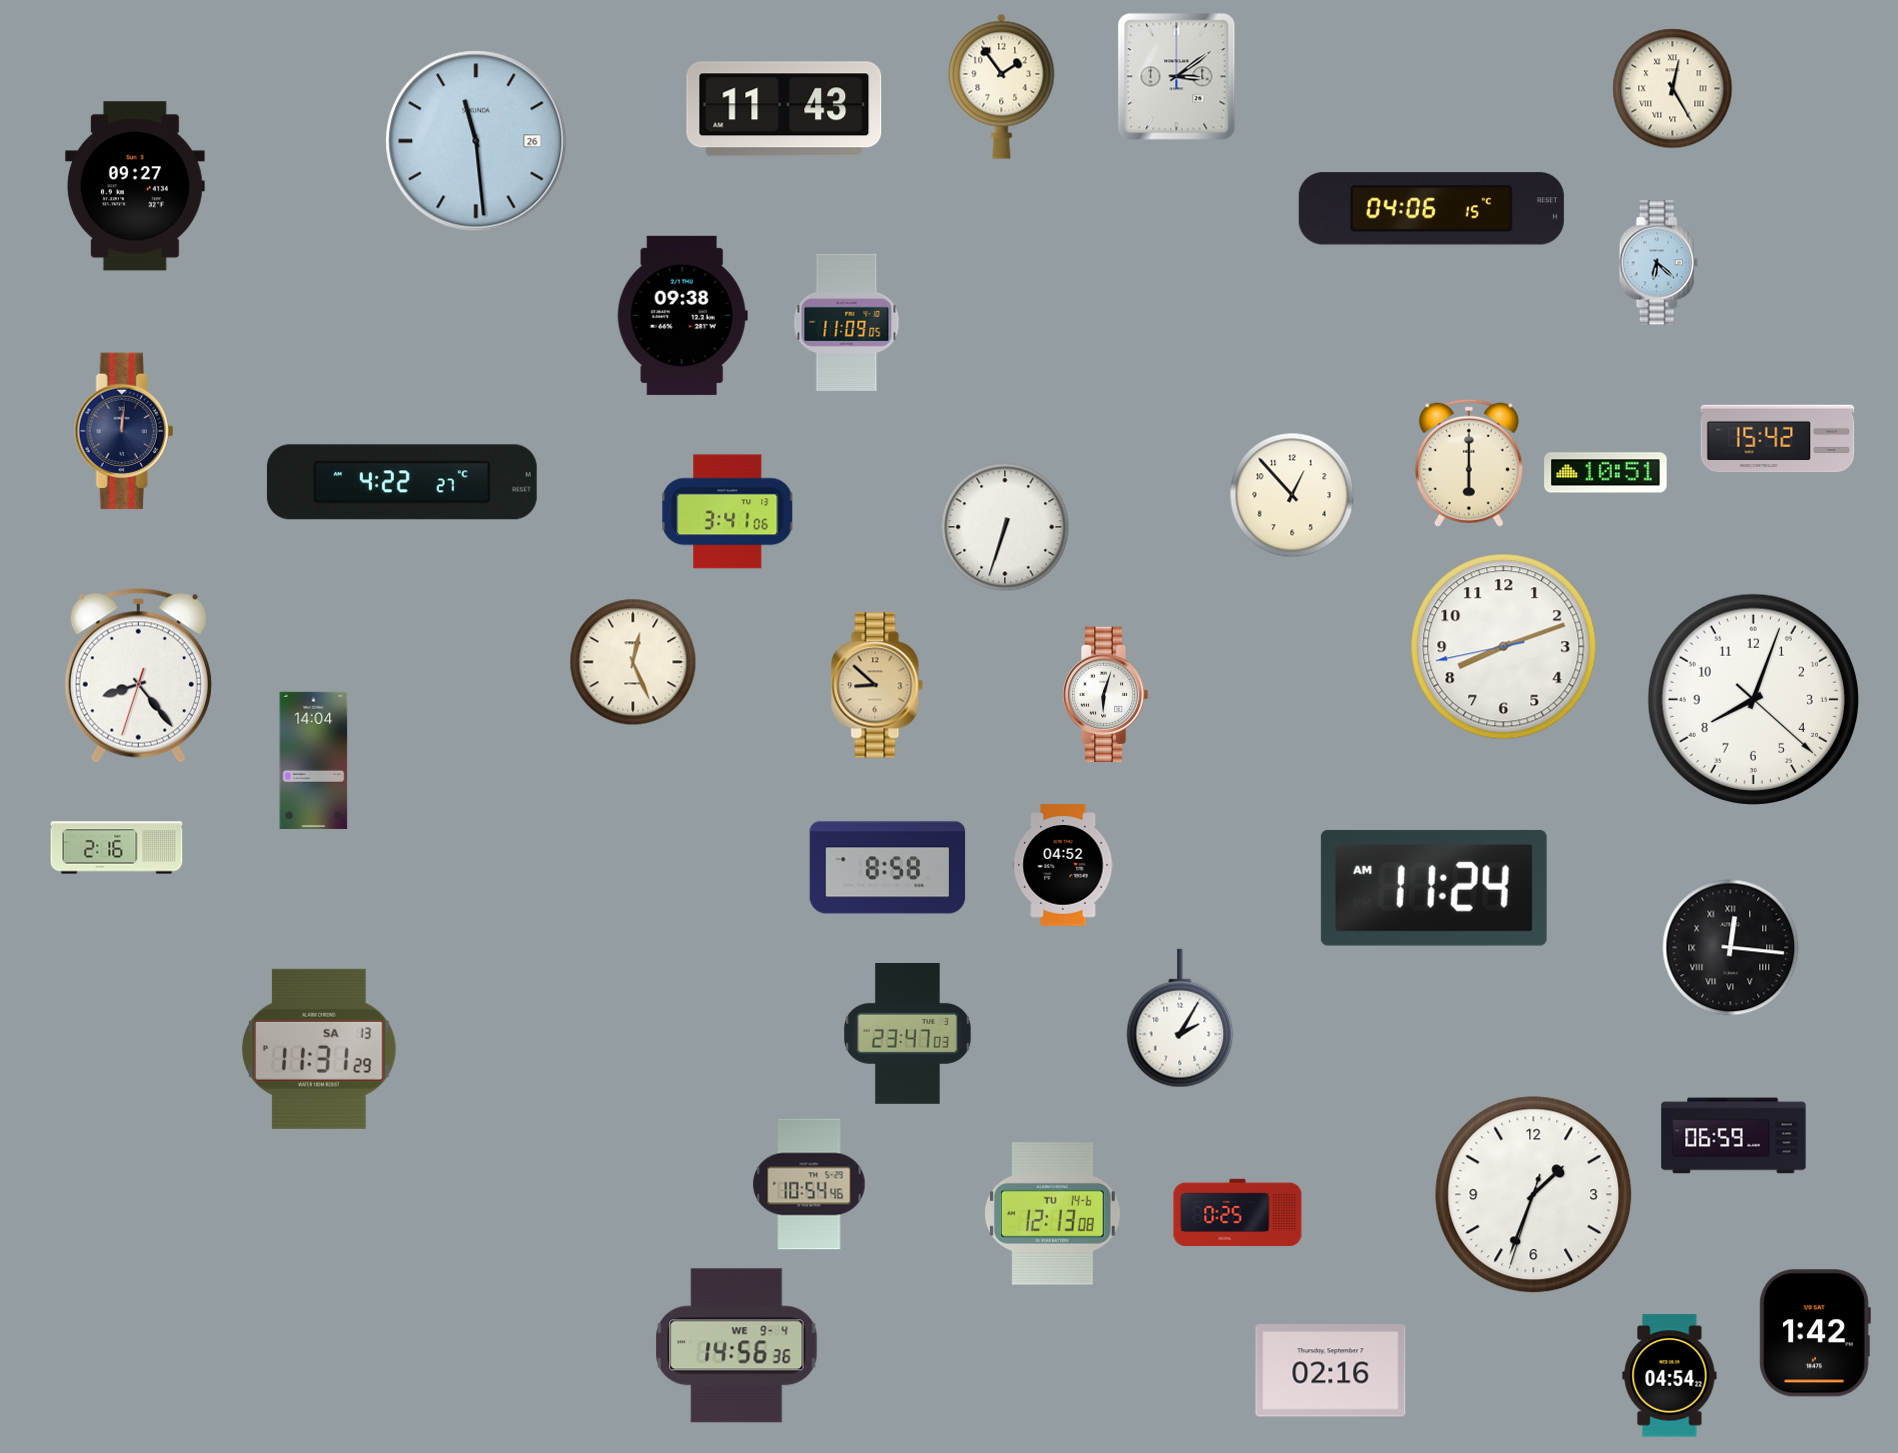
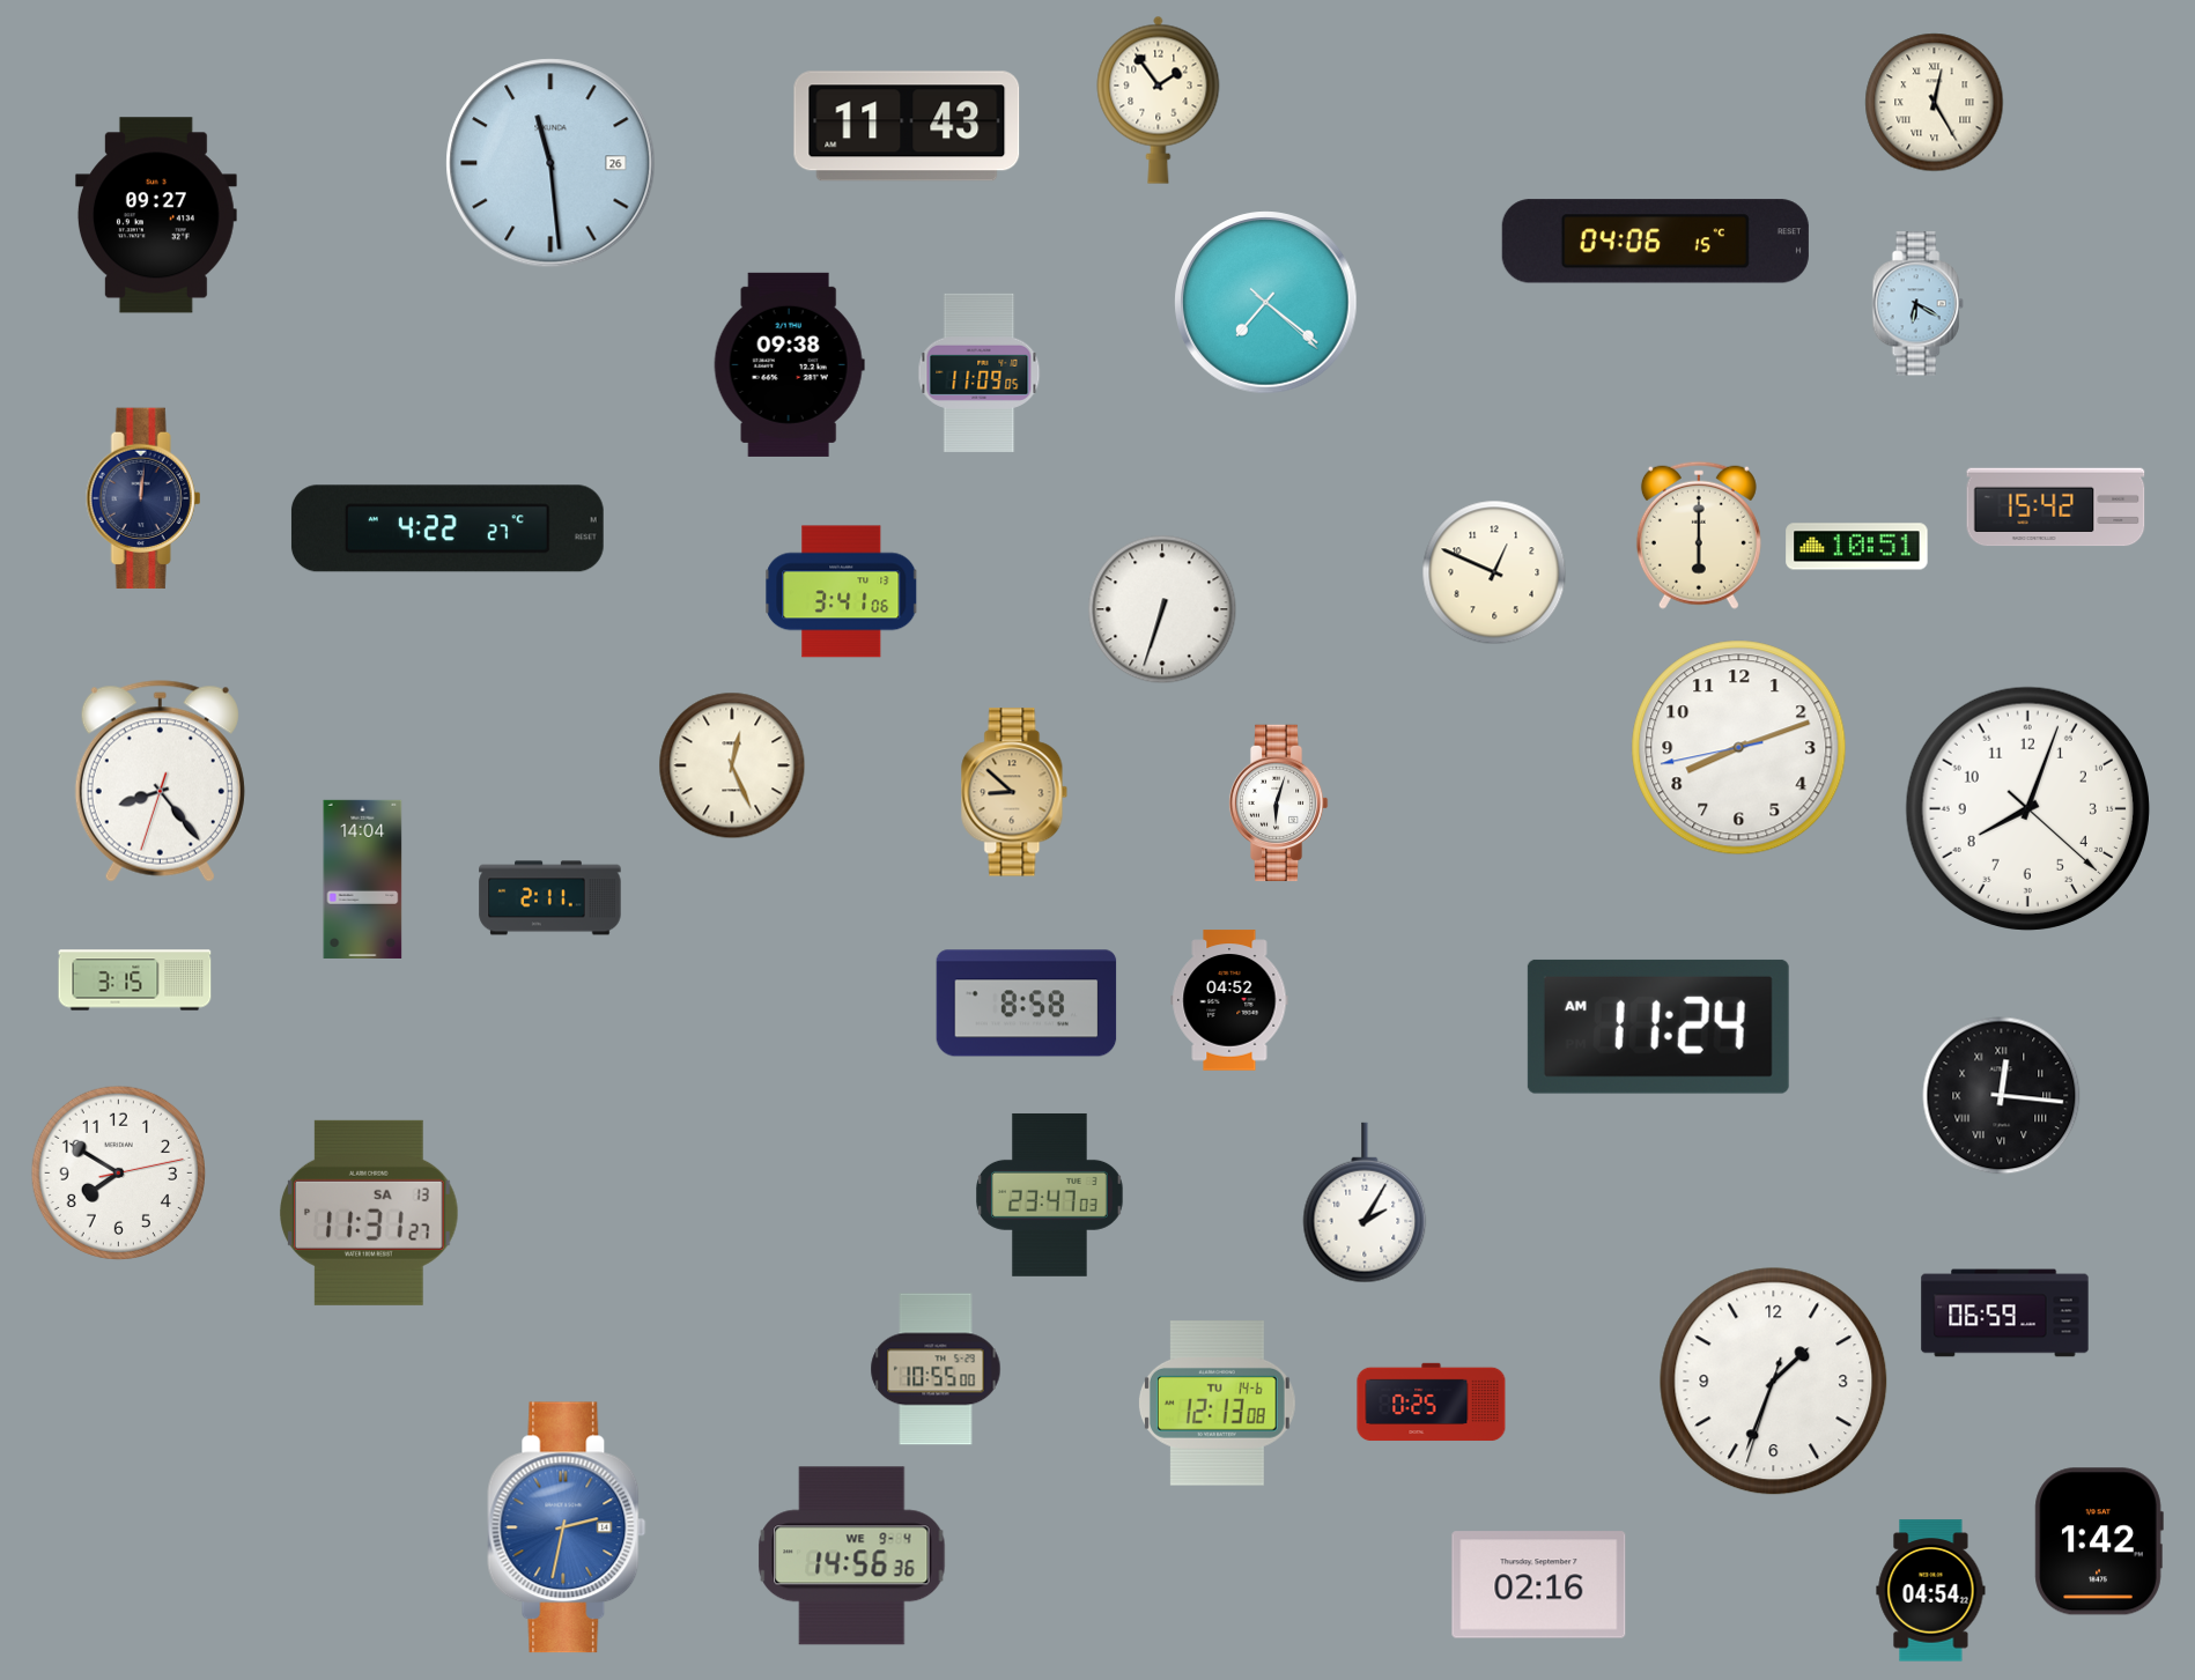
clock at (1177, 77): 3:09 -> none
clock at (1266, 303): none -> 7:21
clock at (1658, 263): 6:22 -> 6:20
clock at (402, 482) position: (402, 482) -> (448, 528)
clock at (1292, 495): 12:53 -> 12:49
clock at (550, 898): none -> 2:11
clock at (117, 848): 2:16 -> 3:15
clock at (118, 1172): none -> 7:50
clock at (1180, 1018) position: (1180, 1018) -> (1365, 1202)
clock at (320, 1049): 11:31:29 -> 11:31:27
clock at (809, 1184): 10:54 -> 10:55
clock at (567, 1527): none -> 2:32
